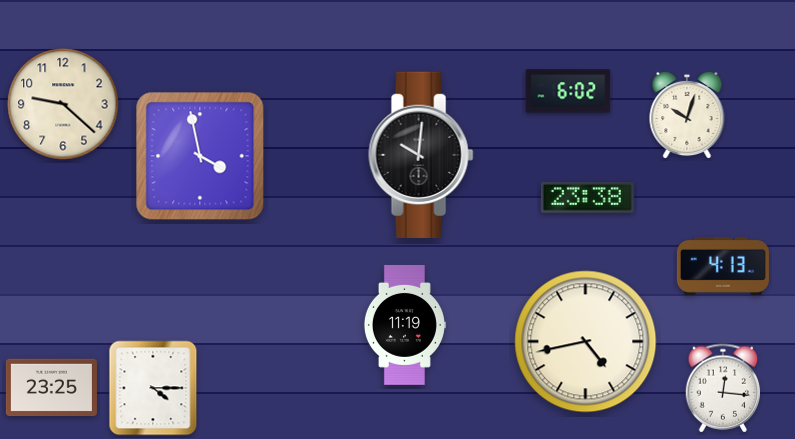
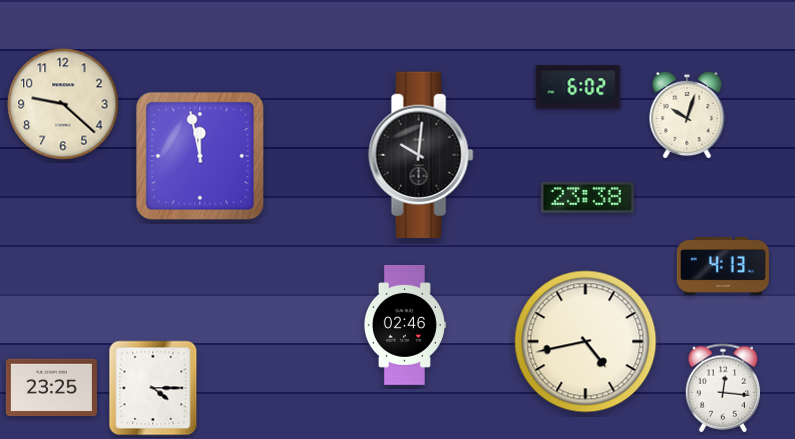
clock at (568, 91) position: (568, 91) -> (578, 87)
clock at (200, 156): 3:58 -> 11:58
clock at (404, 325): 11:19 -> 02:46
